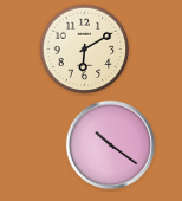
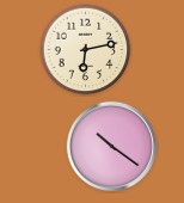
clock at (85, 50): 6:10 -> 6:13
